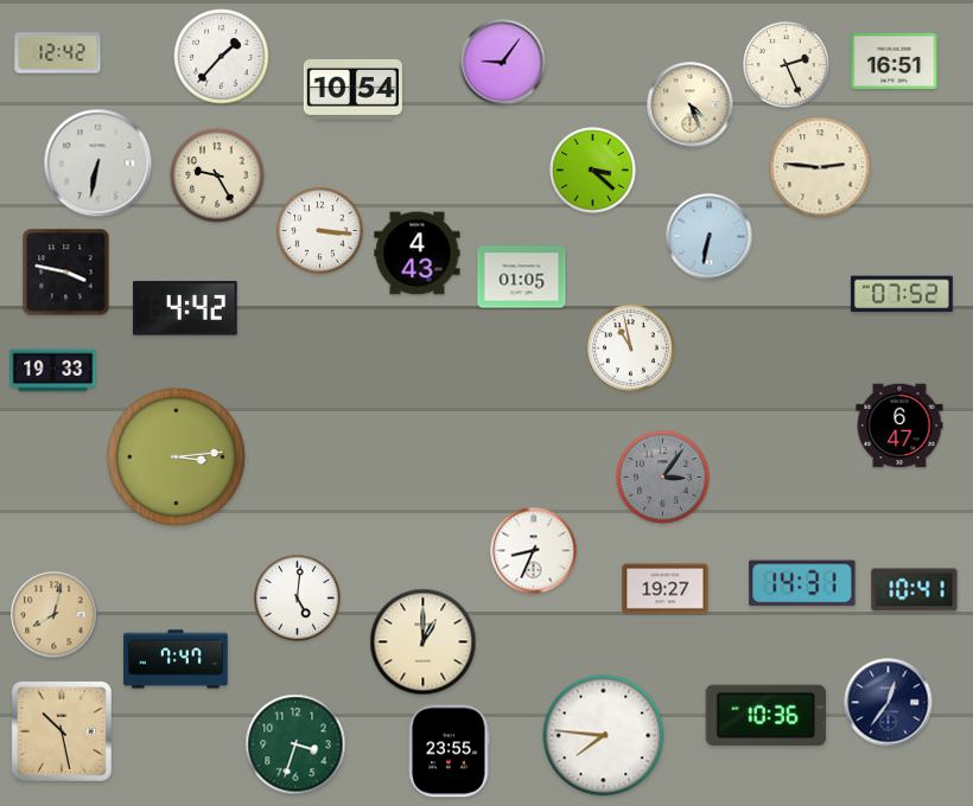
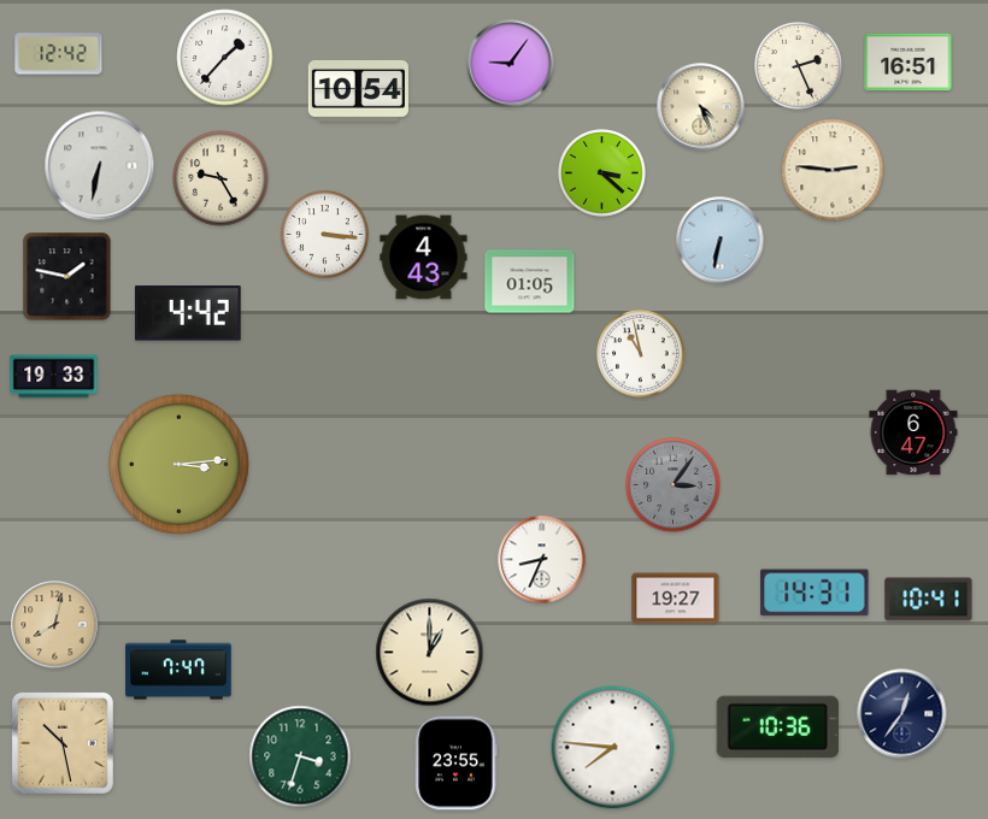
clock at (66, 273): 3:47 -> 1:47
clock at (902, 294): 07:52 -> none
clock at (298, 599): 5:01 -> none
